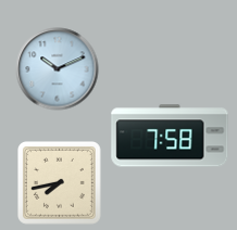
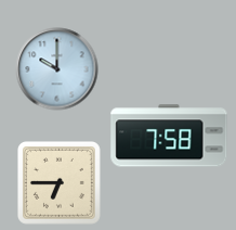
clock at (58, 69): 10:11 -> 10:00
clock at (60, 183): 7:43 -> 6:45
